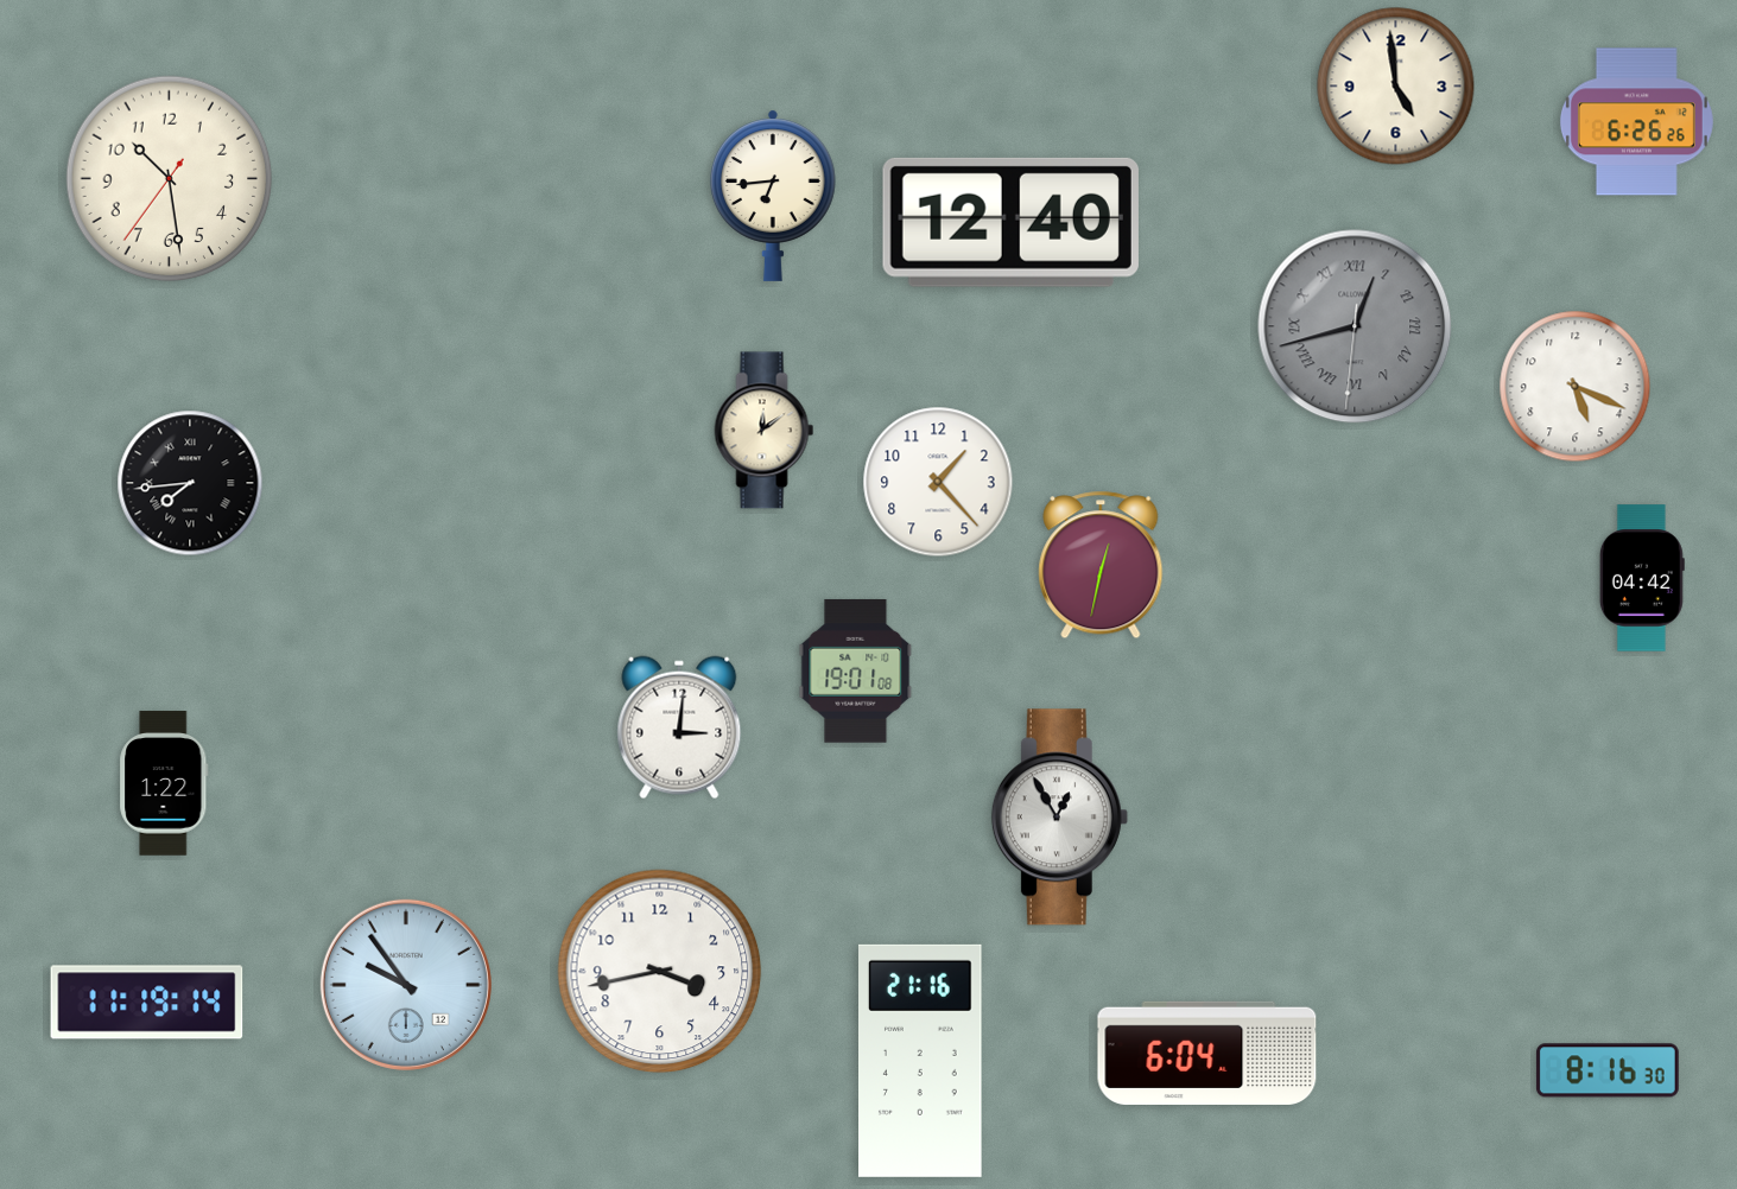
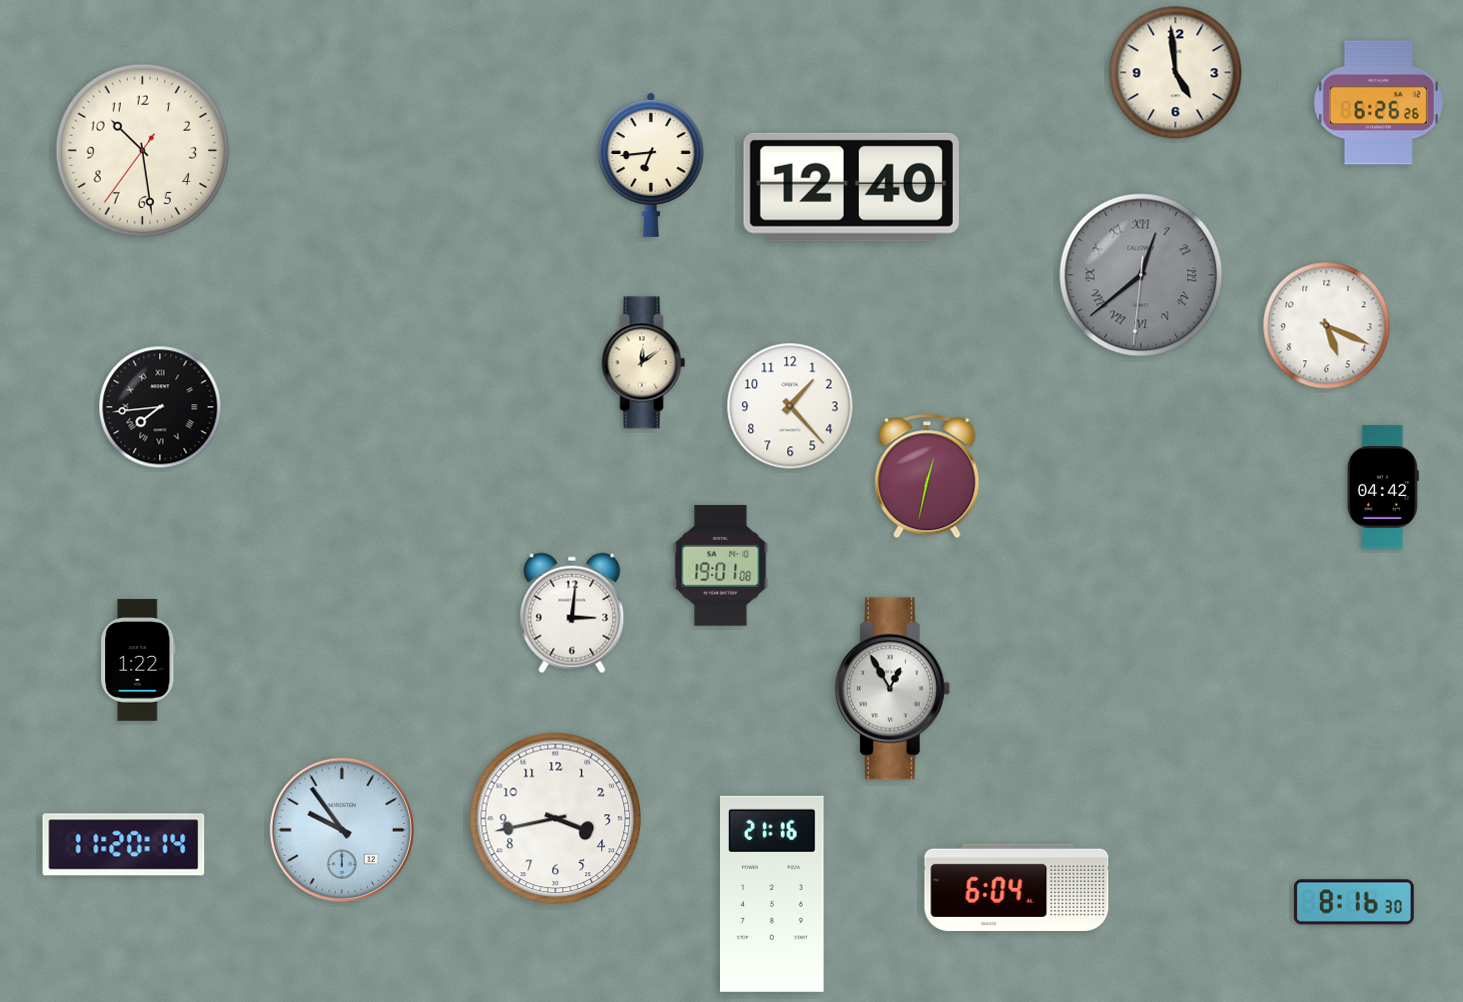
clock at (1355, 326): 12:42 -> 12:38
clock at (147, 1003): 11:19 -> 11:20
clock at (921, 1061) position: (921, 1061) -> (773, 894)
